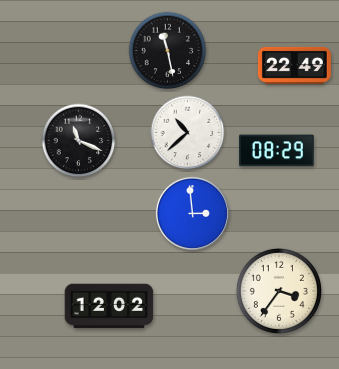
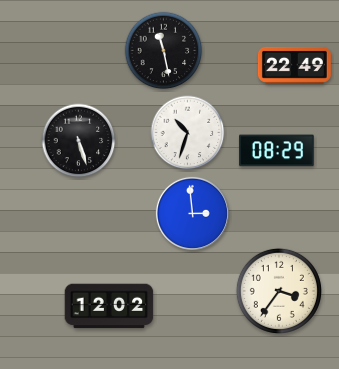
clock at (168, 51) position: (168, 51) -> (164, 51)
clock at (188, 133): 10:38 -> 10:33
clock at (79, 141): 11:19 -> 5:27
